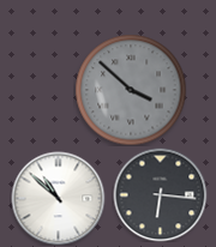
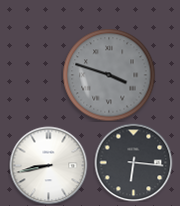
clock at (131, 90): 3:52 -> 3:48
clock at (58, 198): 10:52 -> 8:43
